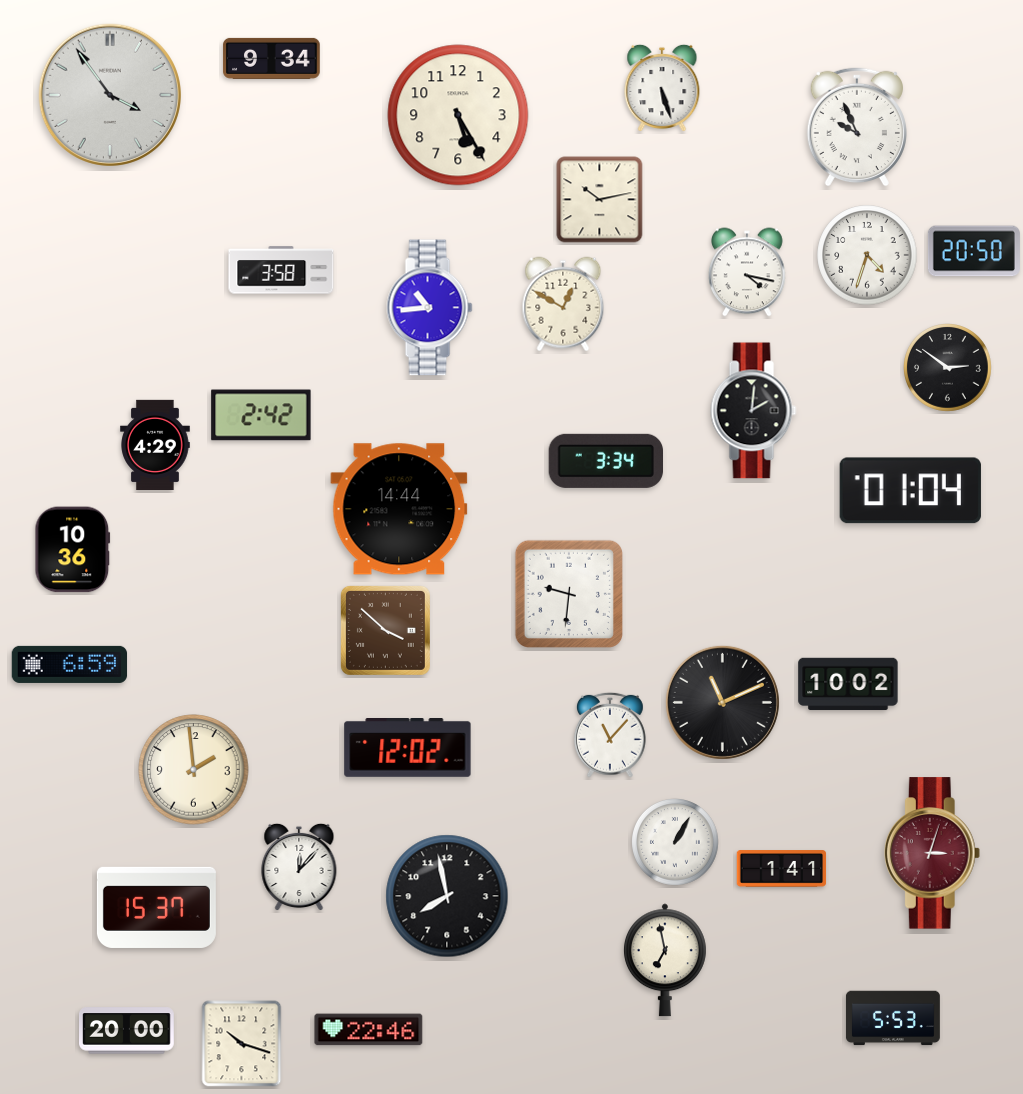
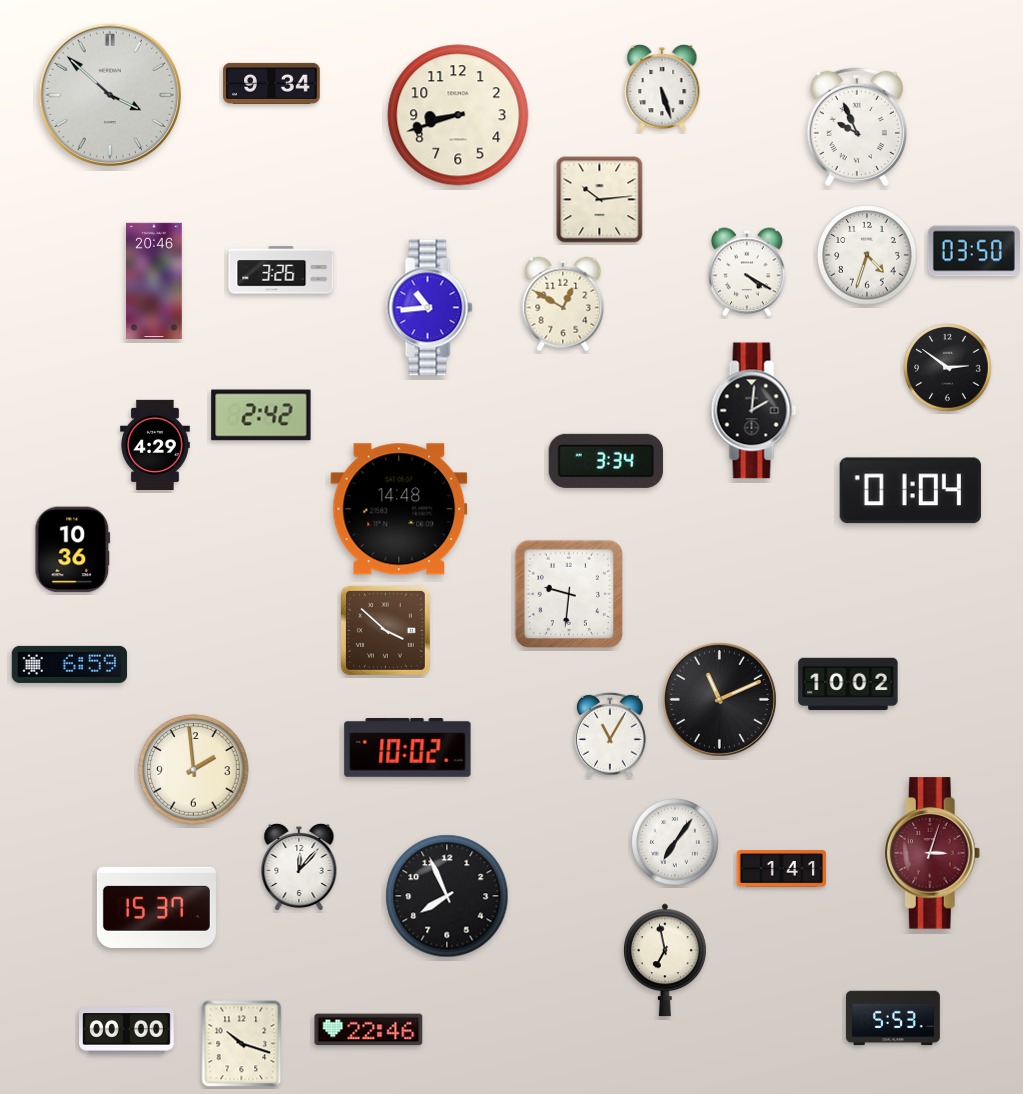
clock at (272, 58) position: (272, 58) -> (272, 83)
clock at (110, 95): 3:54 -> 3:52
clock at (458, 115): 5:25 -> 8:42
clock at (600, 200): 10:13 -> 10:14
clock at (974, 251): 20:50 -> 03:50
clock at (281, 270): 3:58 -> 3:26
clock at (748, 272): 4:17 -> 4:20
clock at (154, 280): none -> 20:46
clock at (399, 509): 14:44 -> 14:48
clock at (722, 702) position: (722, 702) -> (719, 699)
clock at (611, 735): 11:07 -> 11:05
clock at (408, 748): 12:02 -> 10:02
clock at (676, 843): 1:05 -> 7:06
clock at (447, 896): 7:58 -> 7:56
clock at (127, 1031): 20:00 -> 00:00
